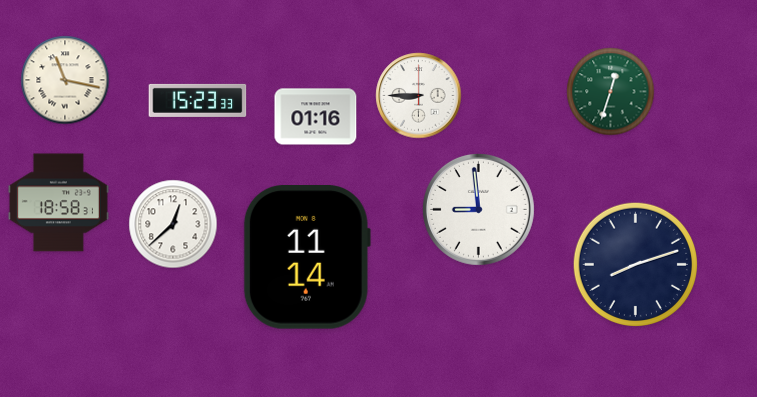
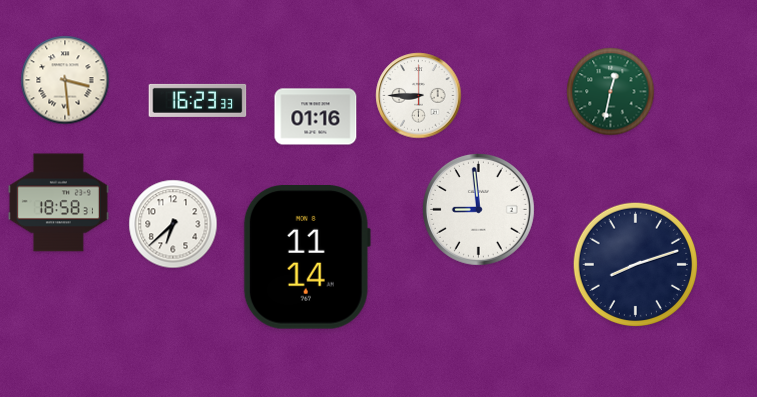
clock at (65, 80): 11:17 -> 3:29
clock at (611, 92): 12:33 -> 12:32
clock at (198, 100): 15:23 -> 16:23
clock at (173, 224): 12:38 -> 6:38
